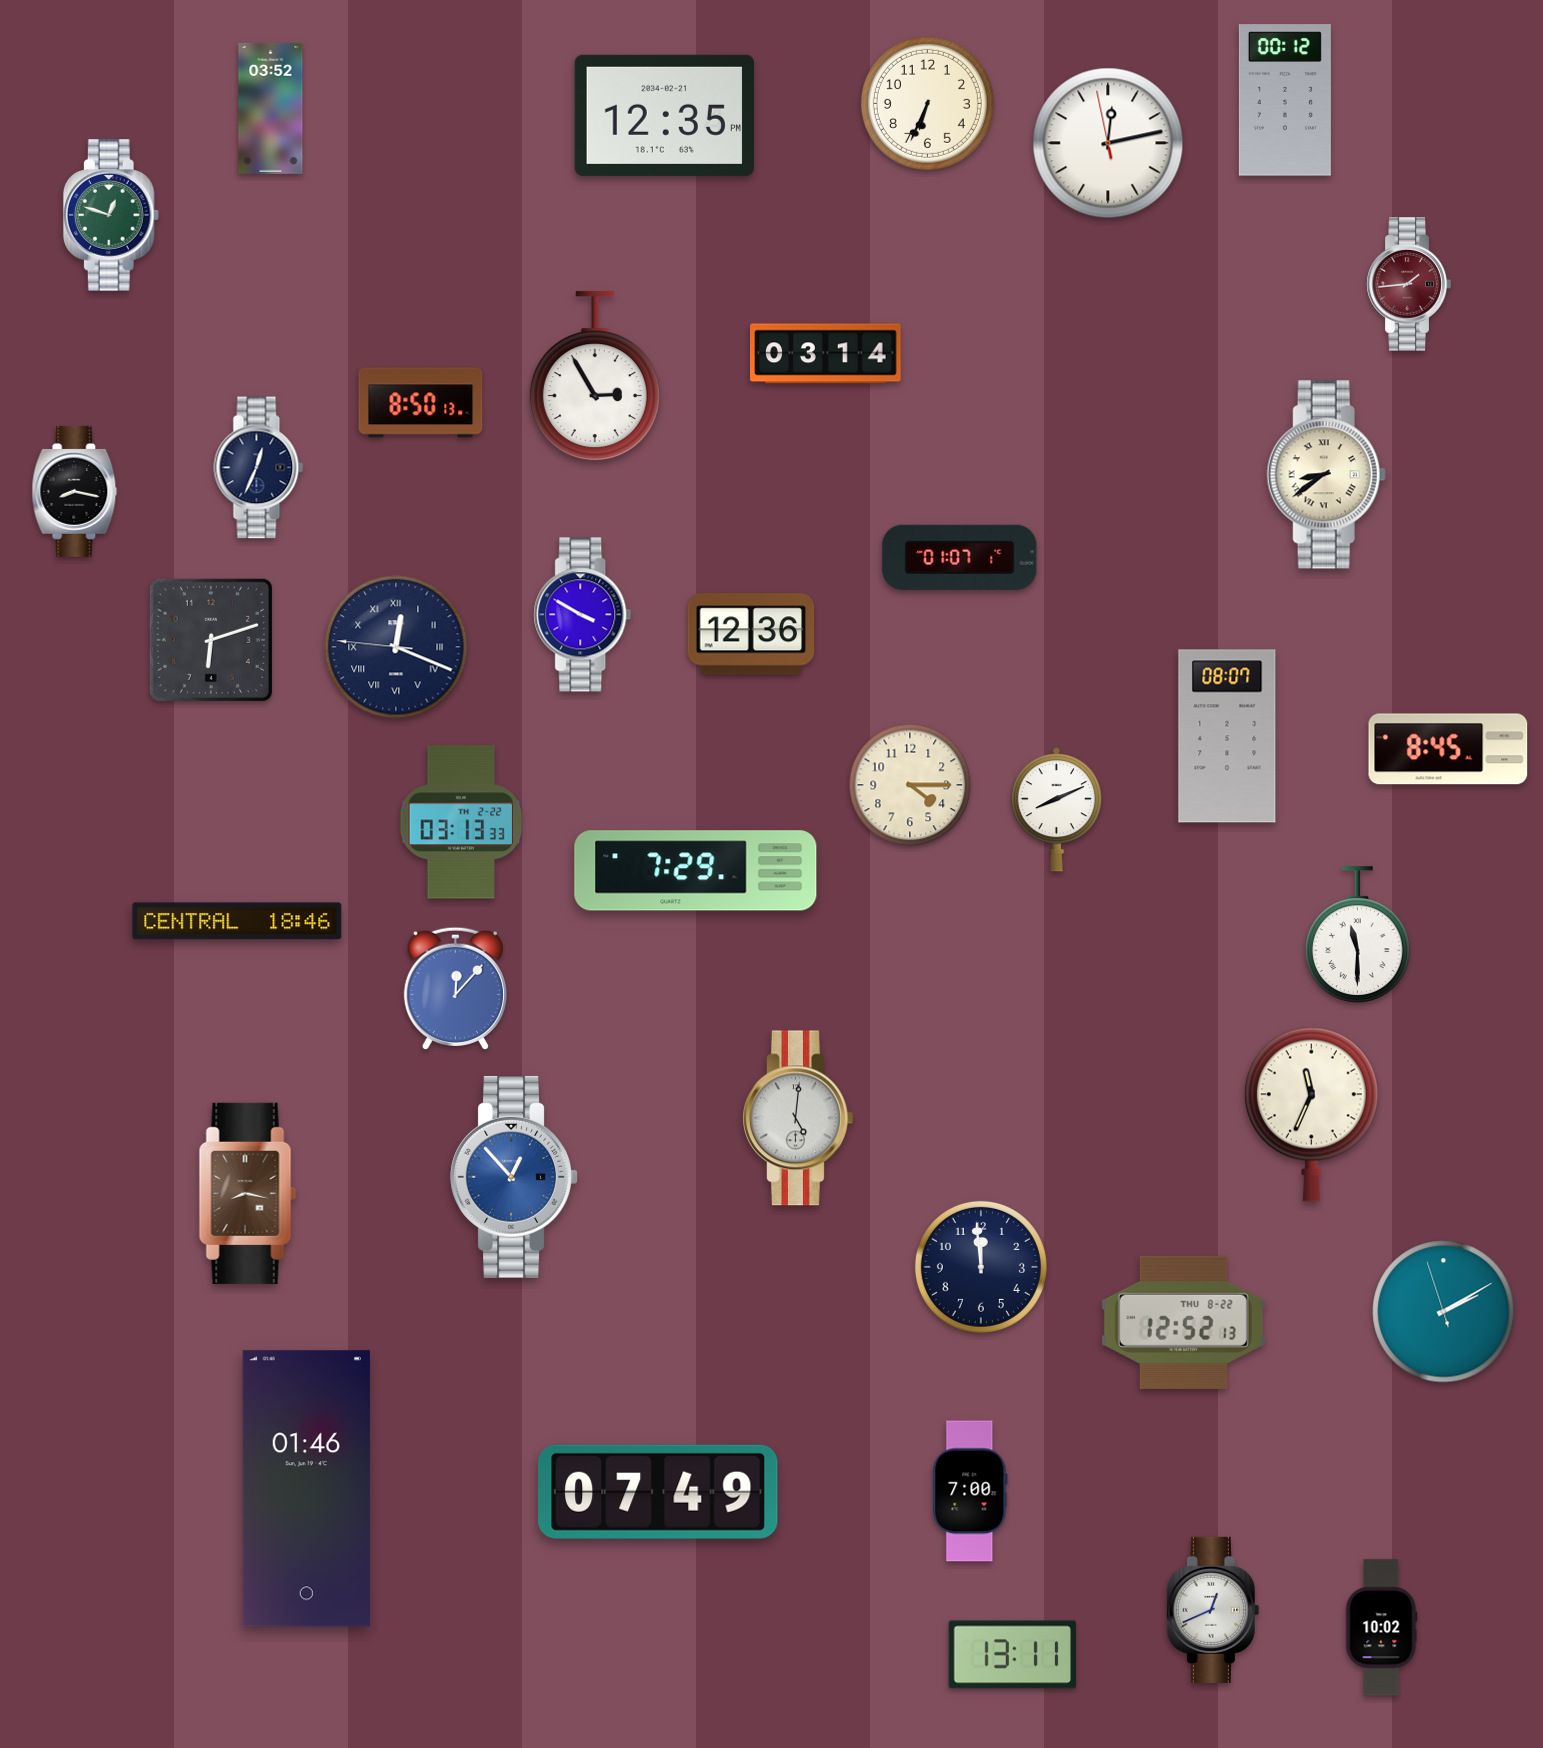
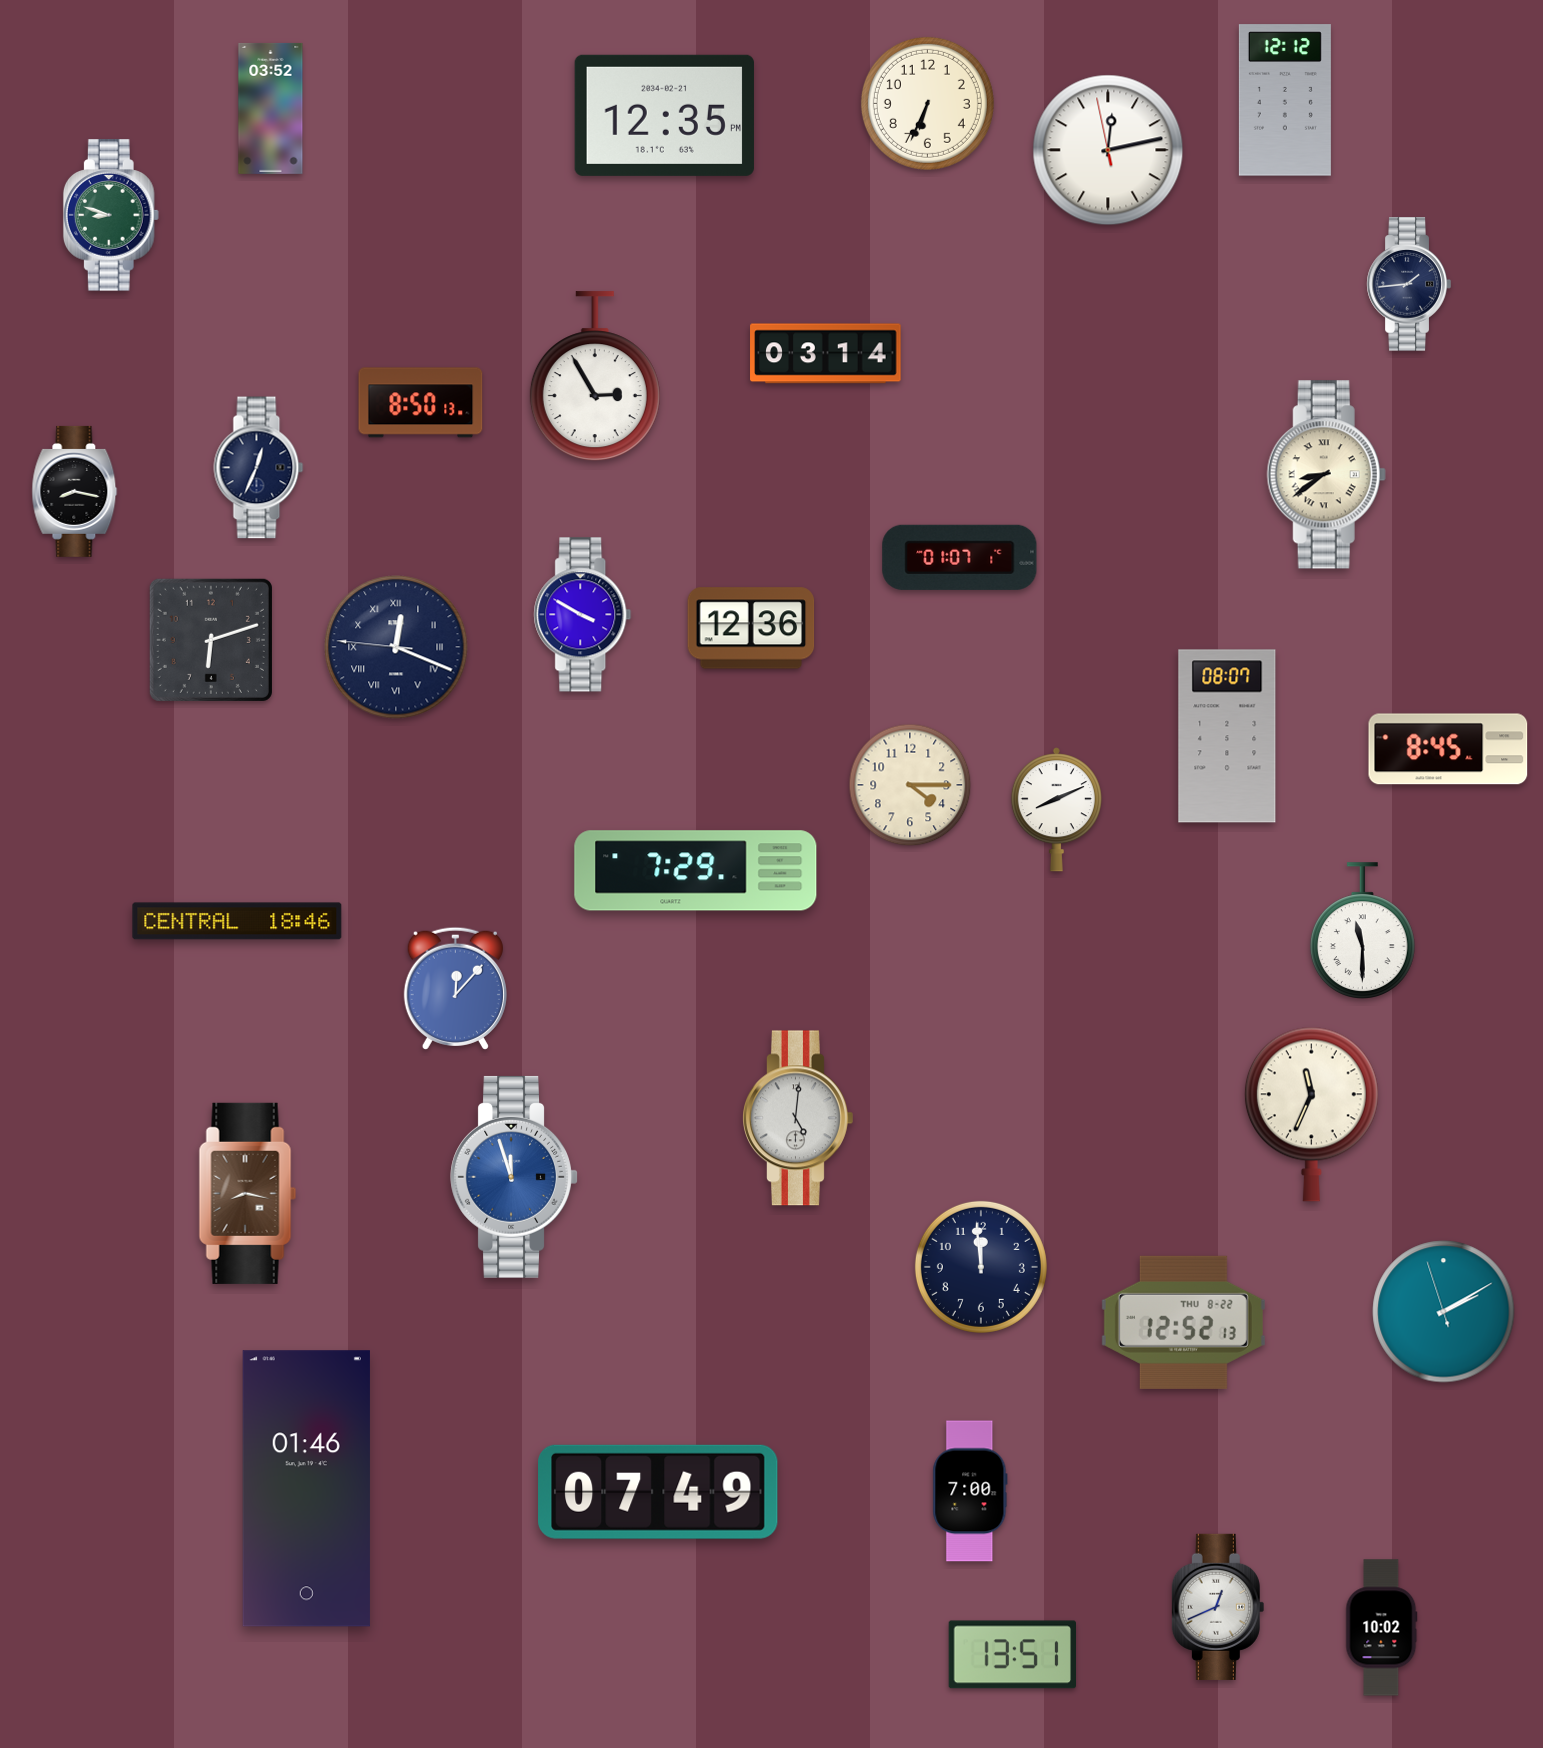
clock at (1285, 100): 00:12 -> 12:12
clock at (1108, 143) position: (1108, 143) -> (1108, 150)
clock at (111, 215): 12:48 -> 8:48
clock at (1409, 284) dial: burgundy -> navy
clock at (751, 634) position: (751, 634) -> (751, 628)
clock at (461, 822): 03:13 -> none
clock at (1357, 934) position: (1357, 934) -> (1362, 930)
clock at (514, 1177): 12:53 -> 11:57
clock at (1213, 1610) position: (1213, 1610) -> (1218, 1607)
clock at (1012, 1655): 13:11 -> 13:51
